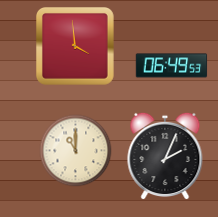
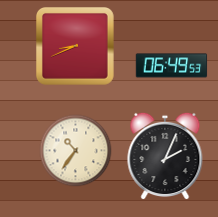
clock at (76, 47): 3:59 -> 8:41
clock at (76, 151): 11:00 -> 10:36
